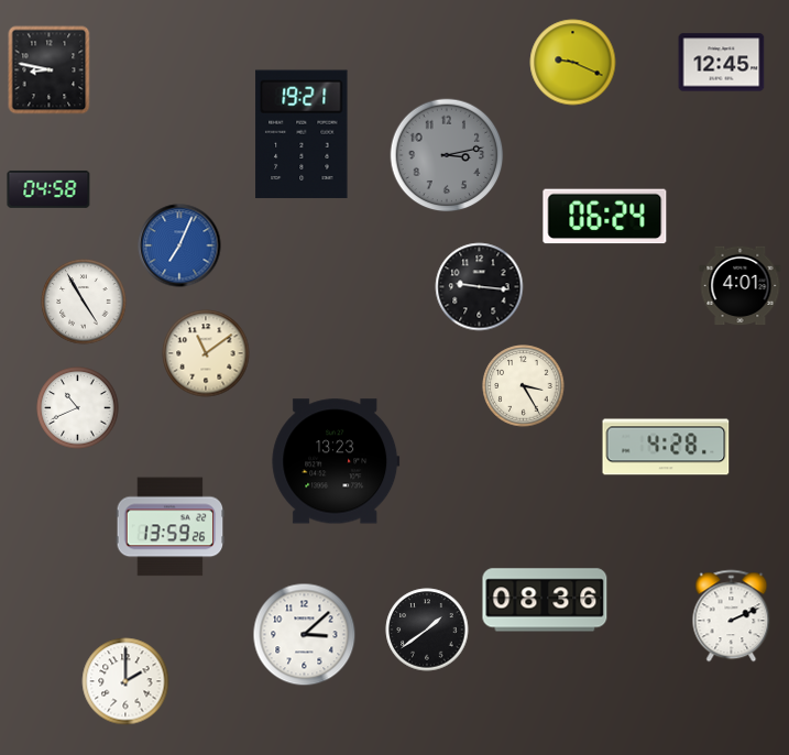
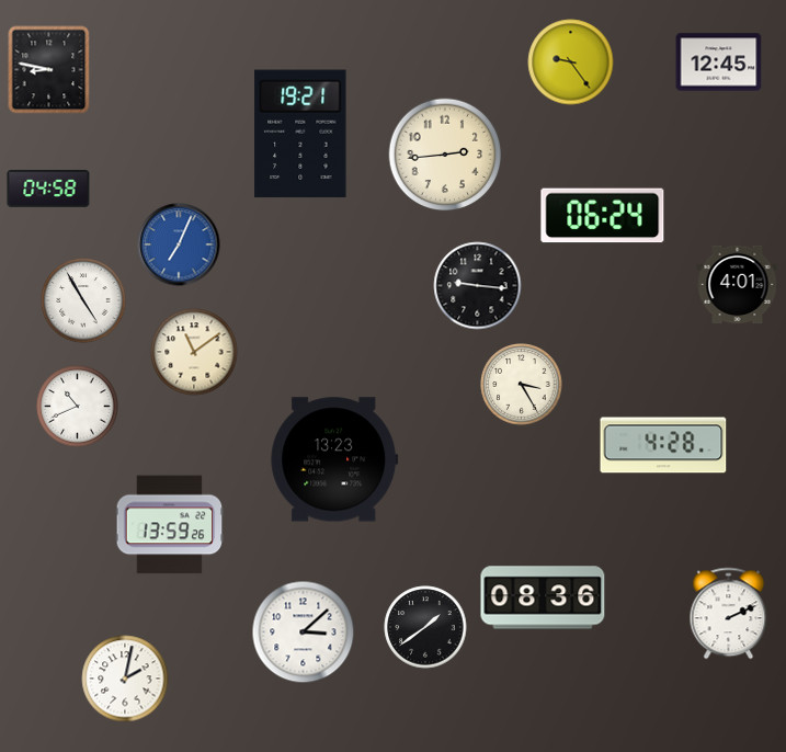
clock at (573, 63): 9:19 -> 9:24
clock at (447, 155): 3:13 -> 2:44
clock at (447, 155) dial: grey -> cream
clock at (206, 353) position: (206, 353) -> (194, 352)
clock at (125, 681): 2:00 -> 2:02
